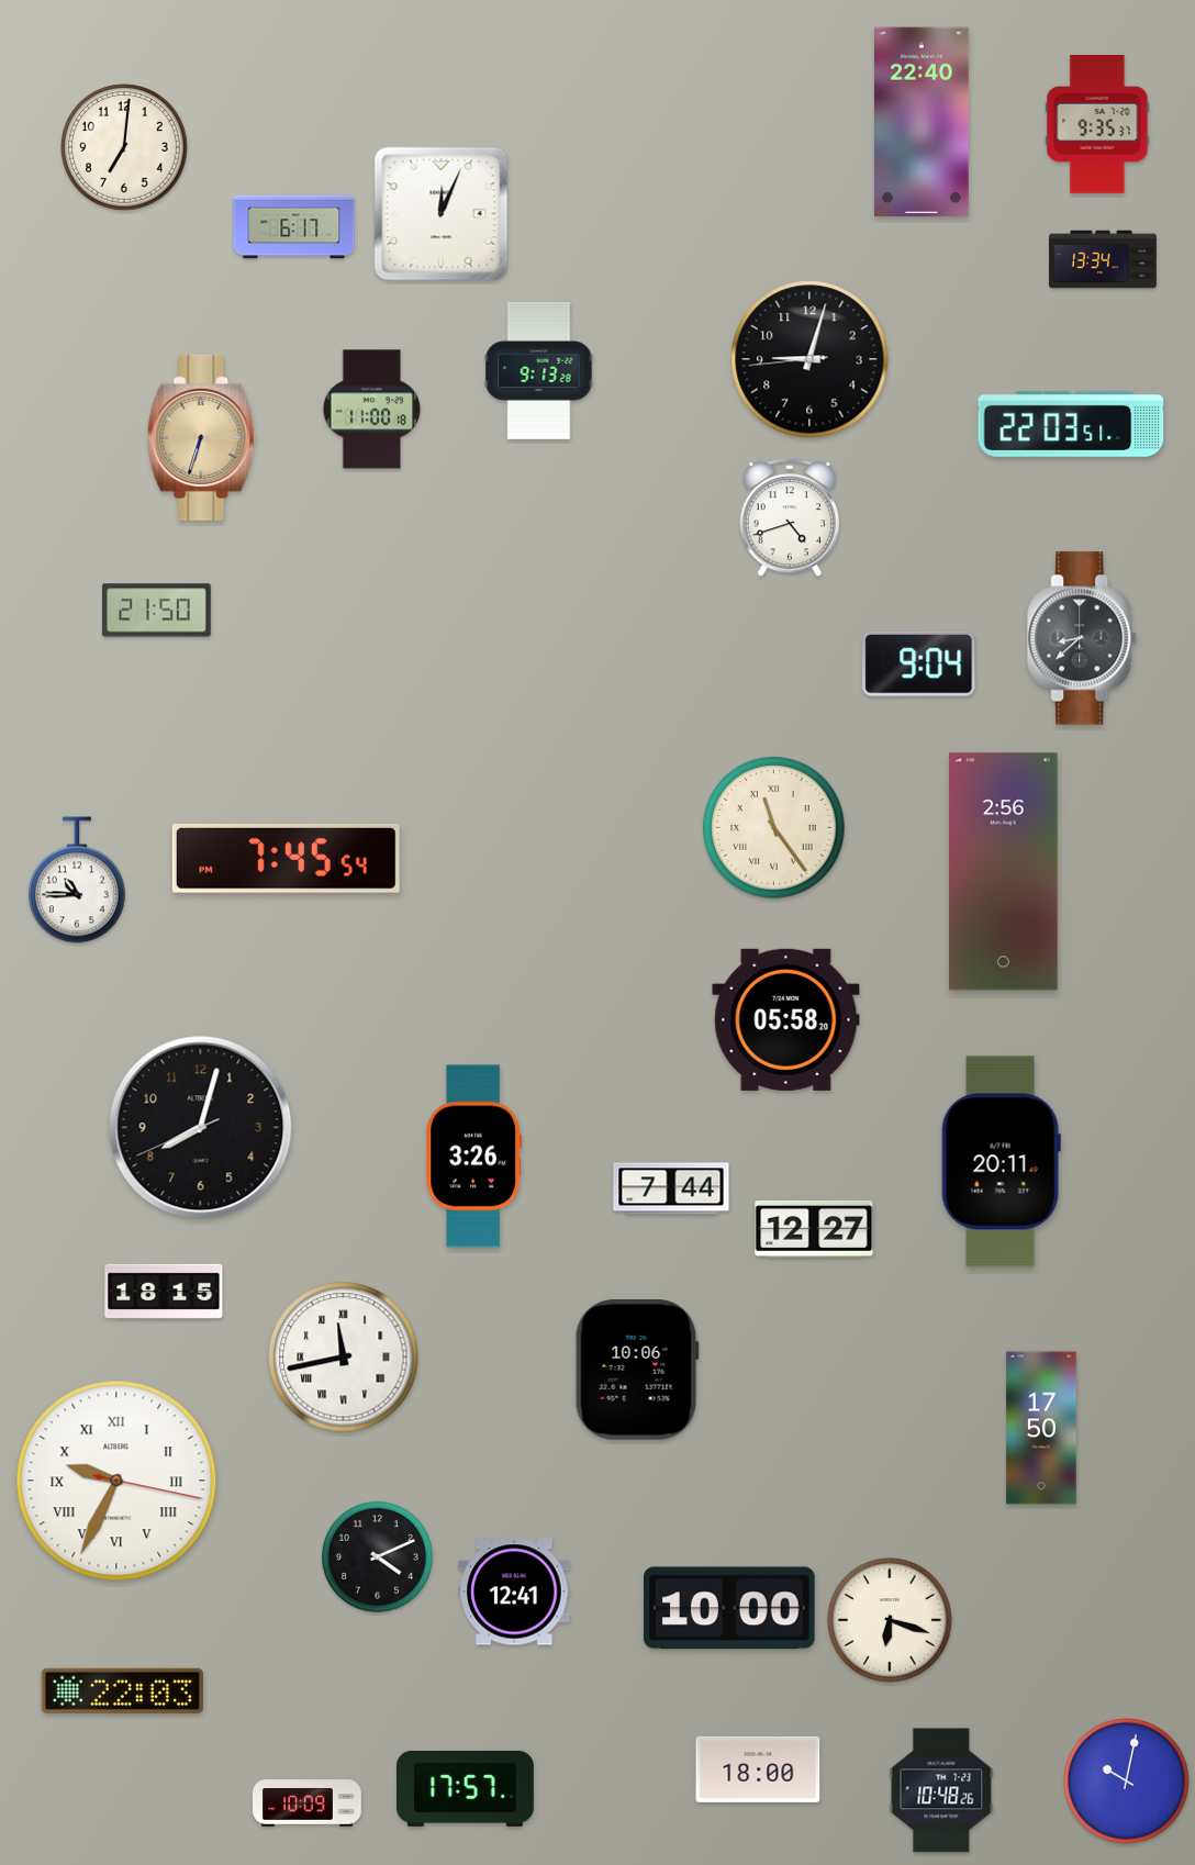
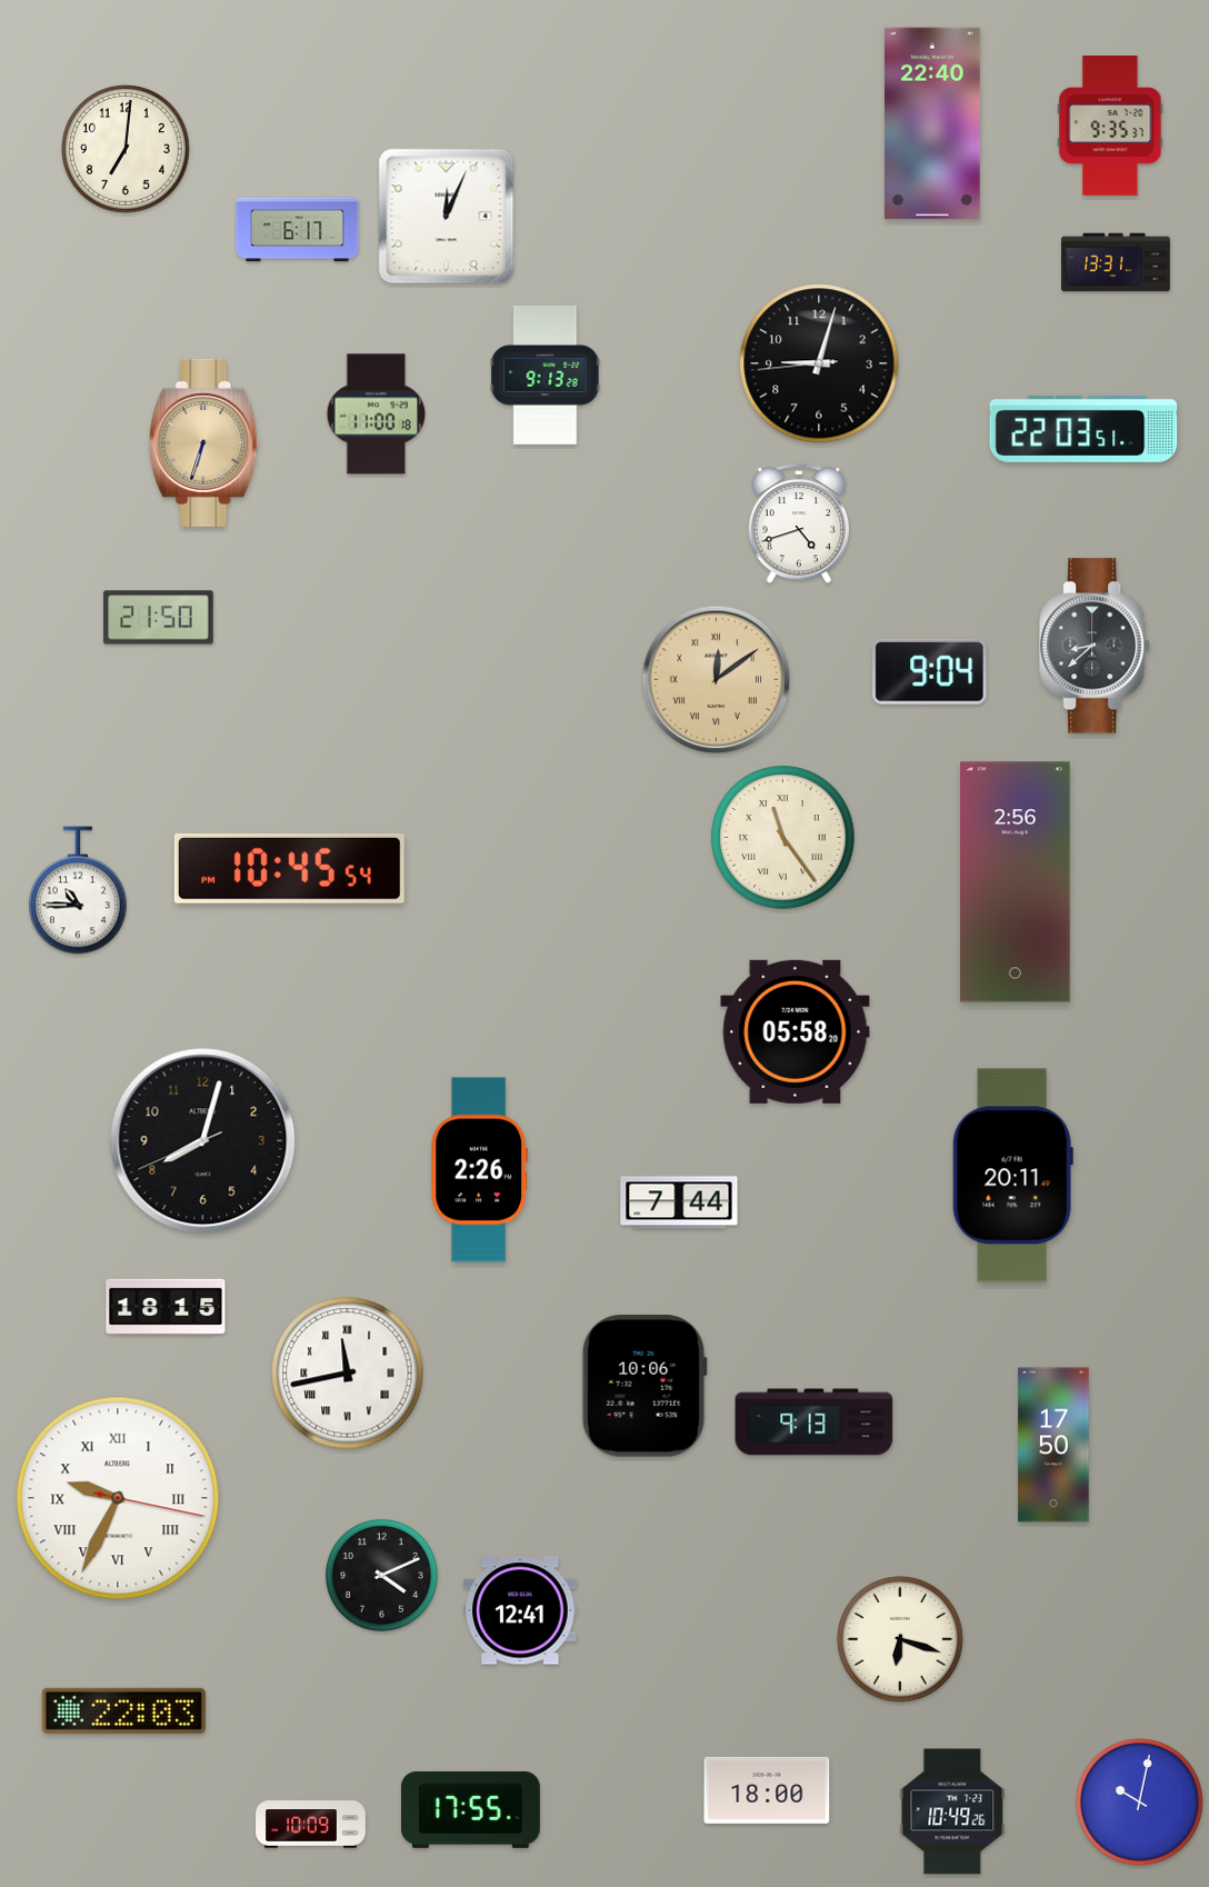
clock at (1103, 259): 13:34 -> 13:31
clock at (717, 680): none -> 12:09
clock at (286, 858): 7:45 -> 10:45
clock at (474, 1157): 3:26 -> 2:26
clock at (814, 1230): 12:27 -> none
clock at (815, 1422): none -> 9:13
clock at (729, 1608): 10:00 -> none
clock at (465, 1788): 17:57 -> 17:55
clock at (941, 1790): 10:48 -> 10:49
